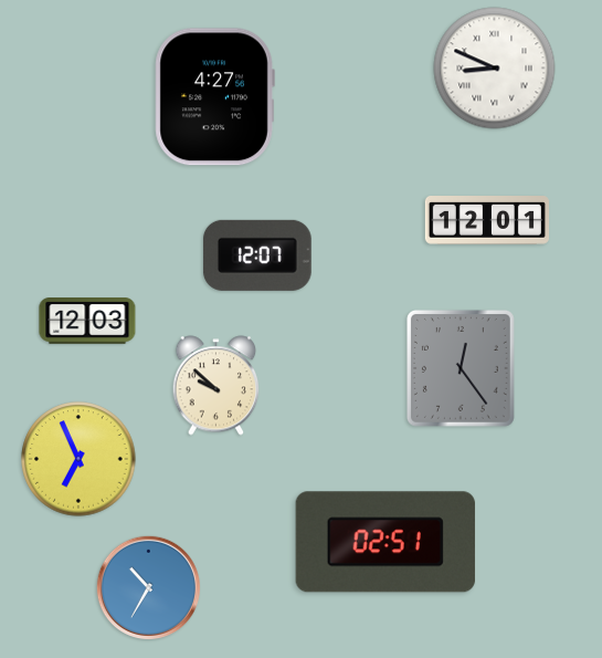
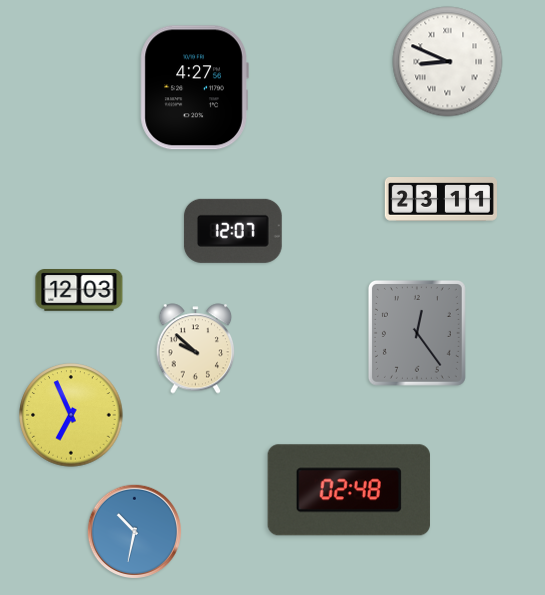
clock at (487, 220): 12:01 -> 23:11
clock at (386, 542): 02:51 -> 02:48
clock at (148, 587): 10:35 -> 10:32
